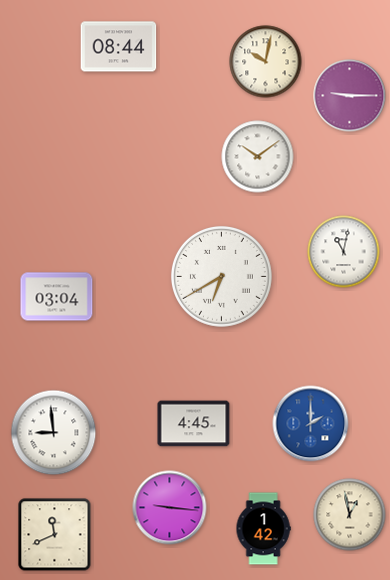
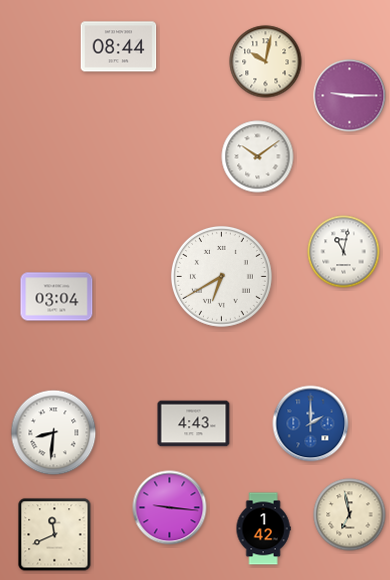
clock at (194, 424): 4:45 -> 4:43
clock at (54, 433): 8:59 -> 8:31
clock at (350, 515): 12:58 -> 6:58
